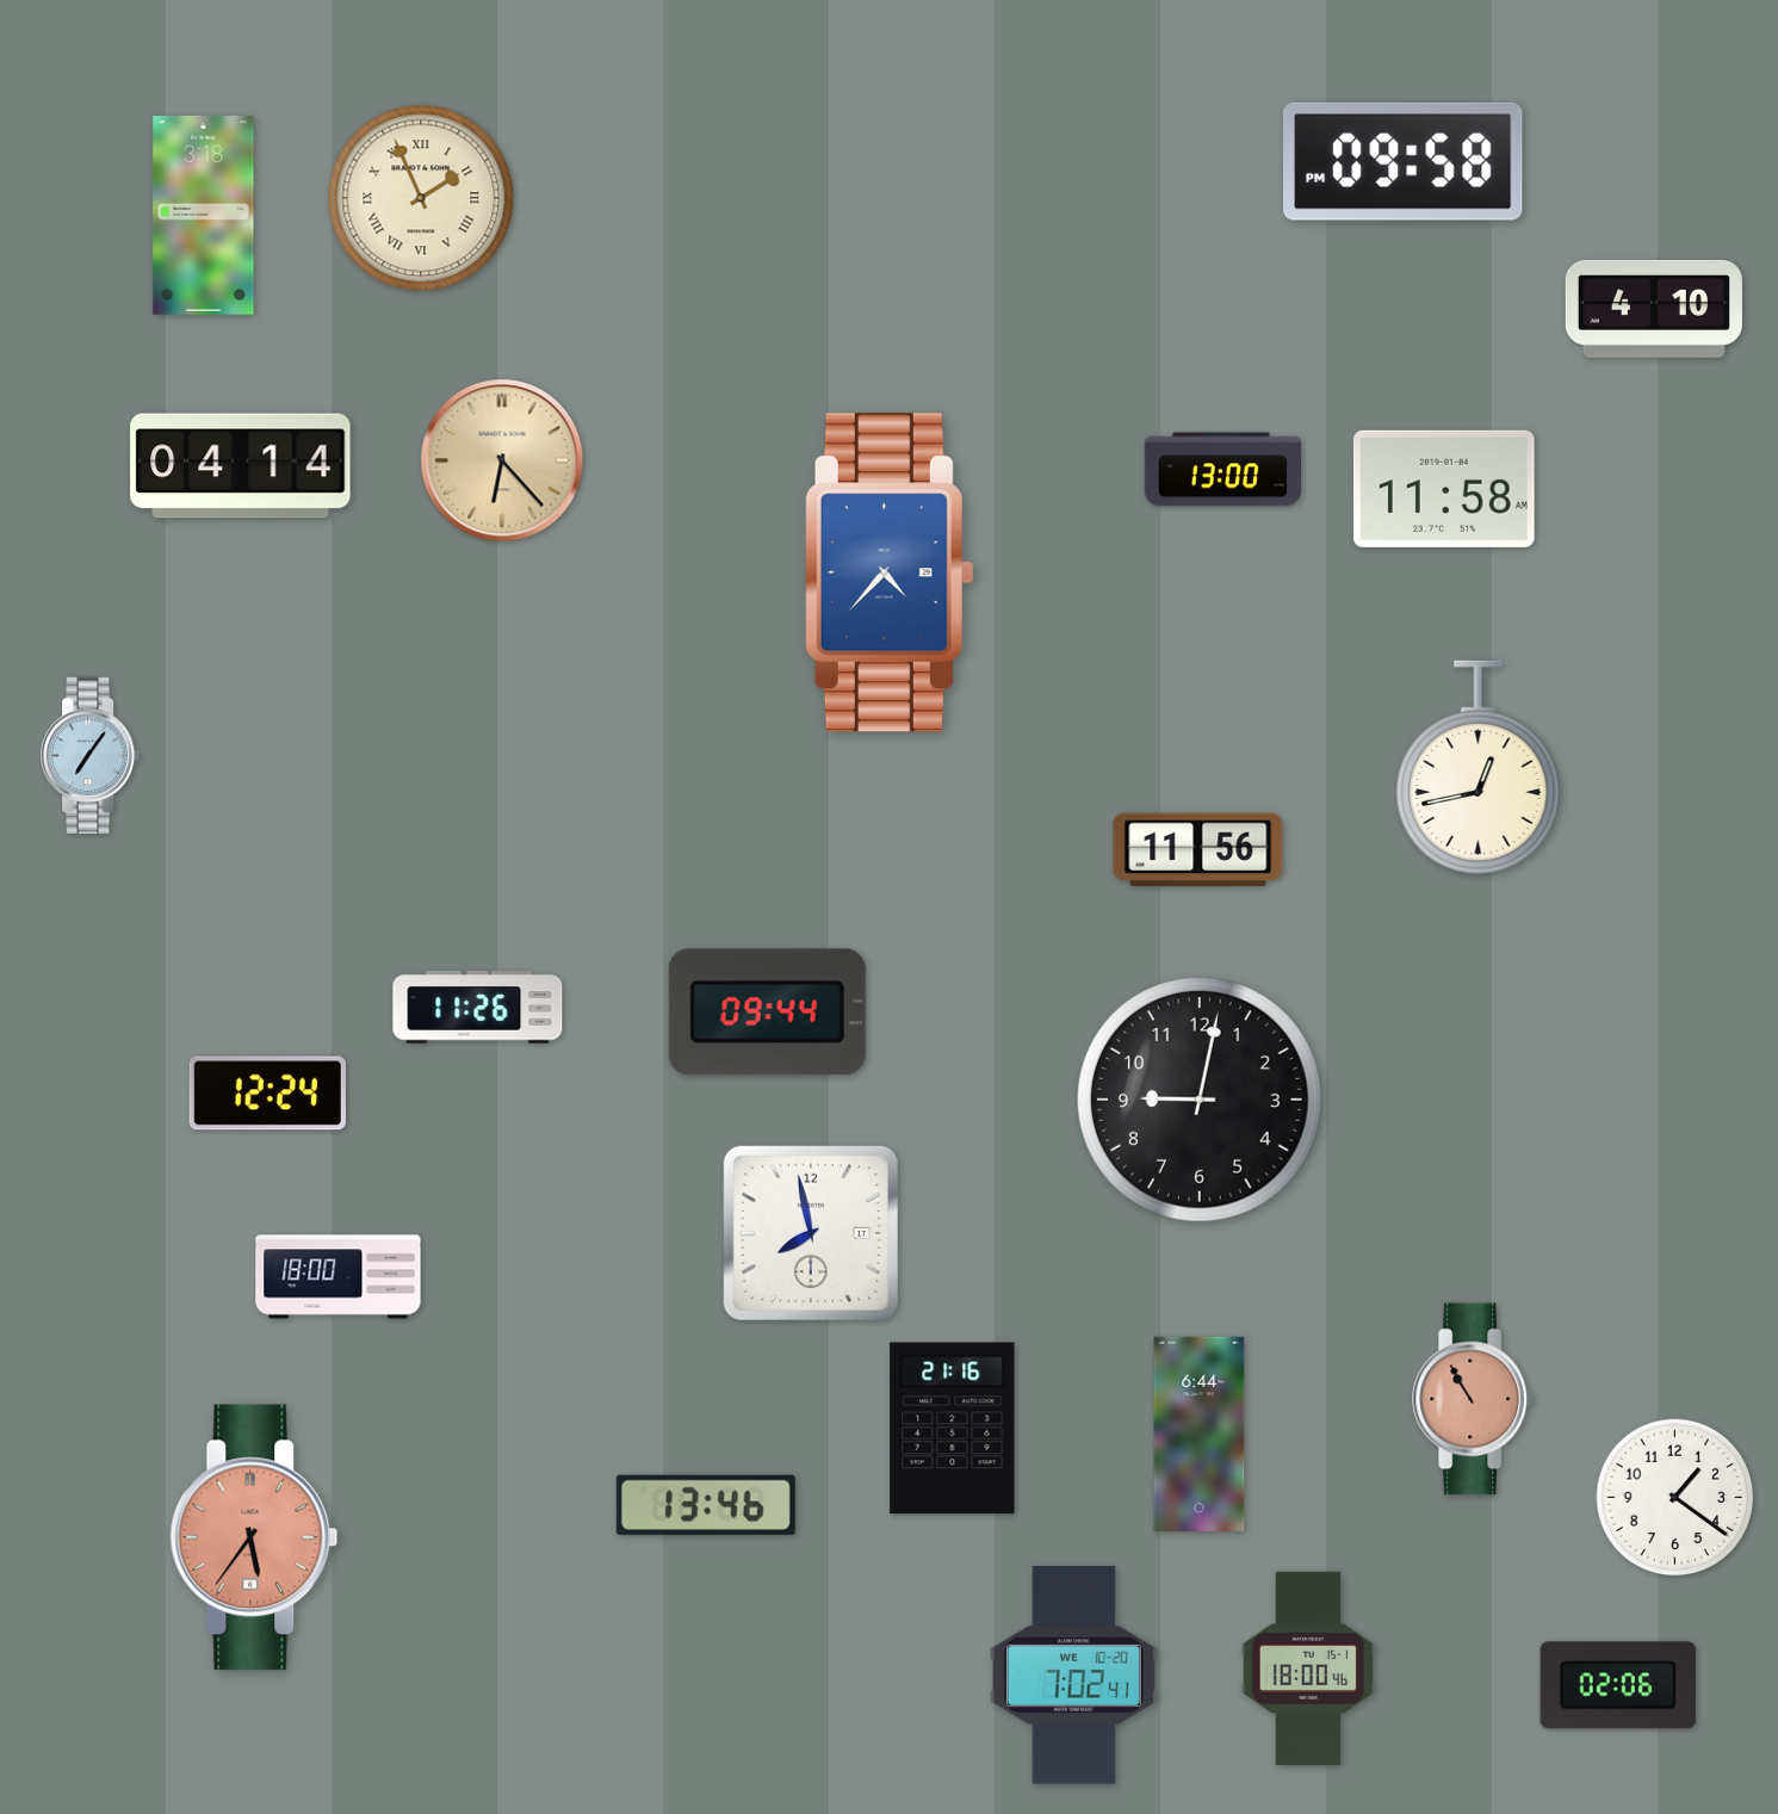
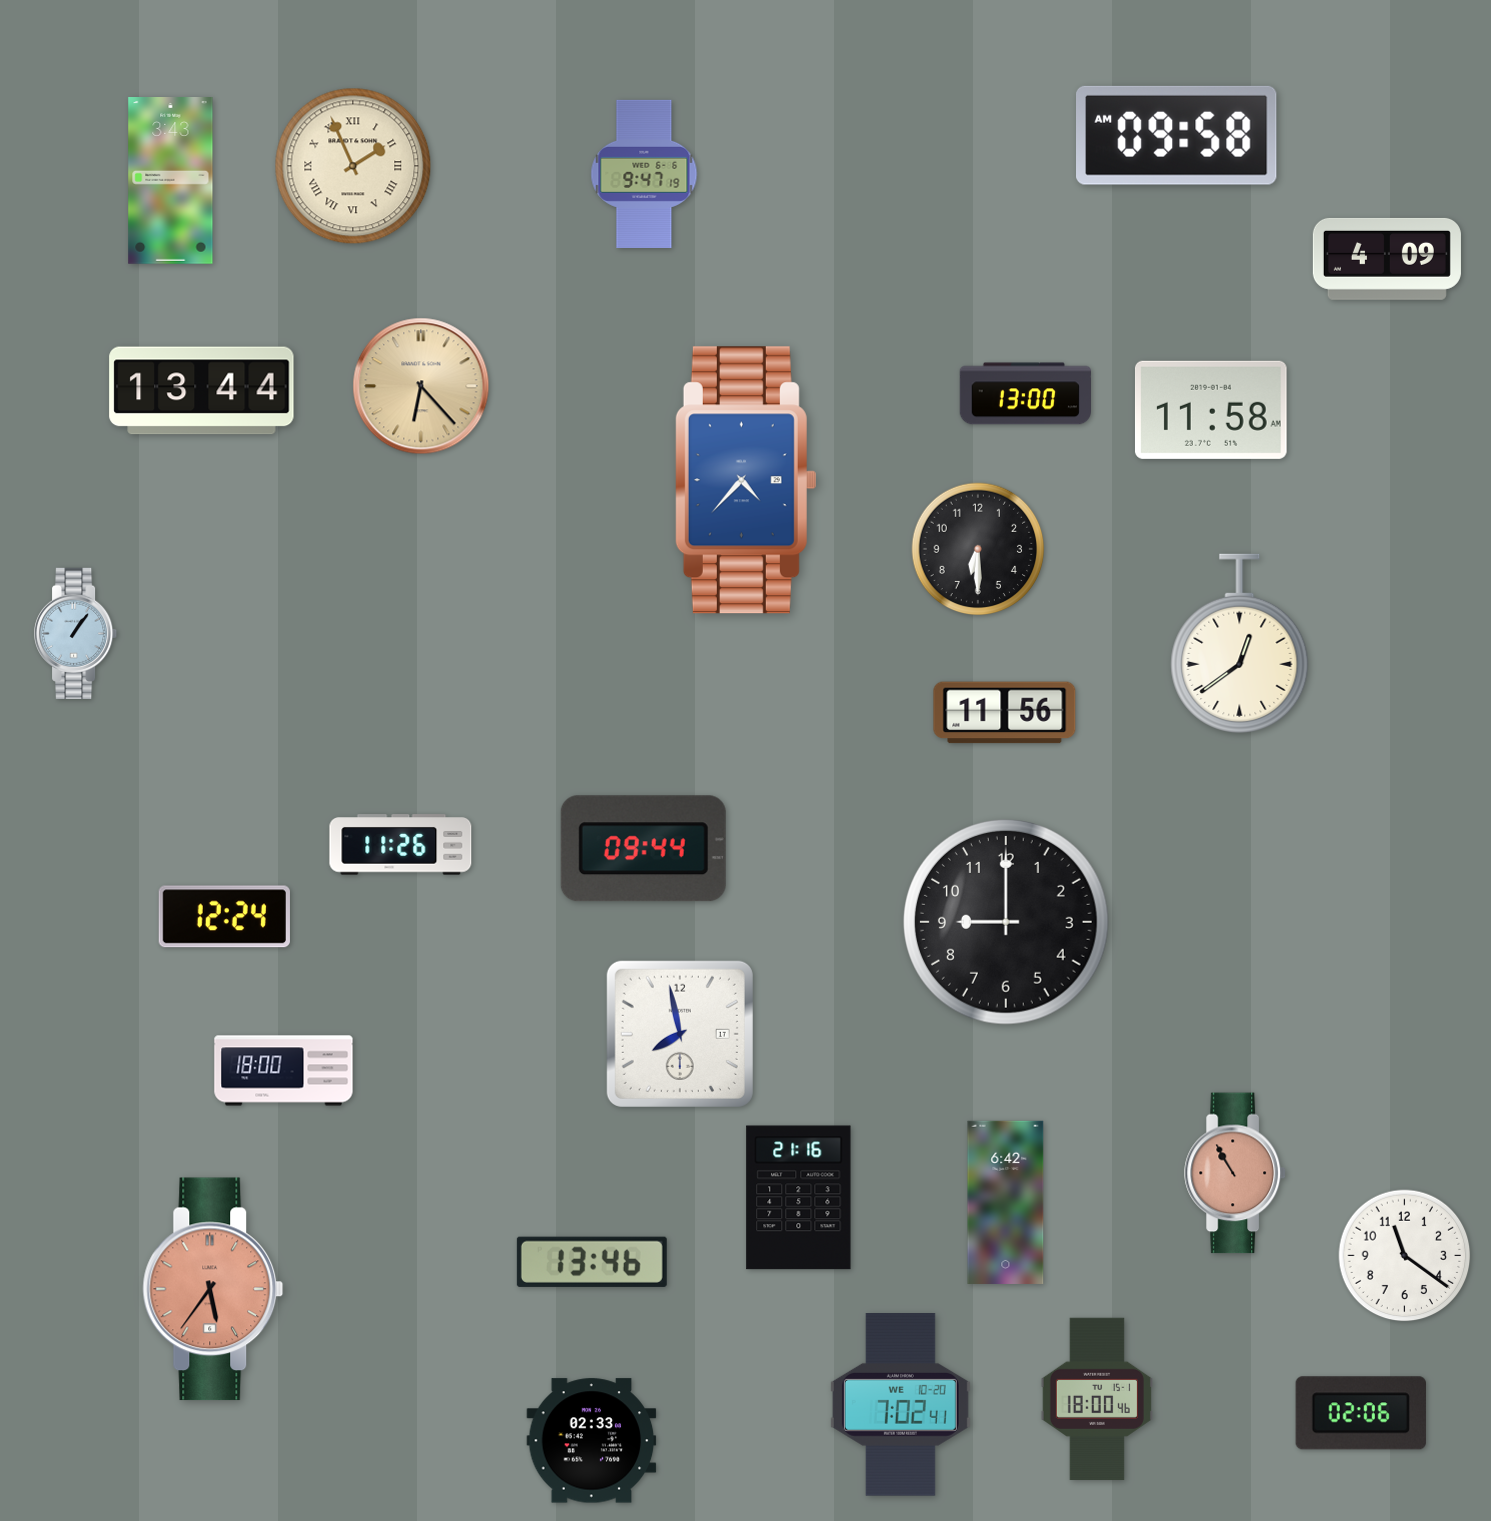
clock at (1402, 161): 09:58 PM -> 09:58 AM
clock at (644, 174): none -> 9:47
clock at (204, 216): 3:18 -> 3:43
clock at (1654, 309): 4:10 -> 4:09
clock at (241, 466): 04:14 -> 13:44
clock at (978, 549): none -> 6:30
clock at (92, 755): 7:06 -> 1:06
clock at (1479, 768): 12:43 -> 12:39
clock at (1200, 1100): 9:02 -> 9:00
clock at (1200, 1434): 6:44 -> 6:42
clock at (1675, 1498): 1:21 -> 11:21
clock at (1618, 1685) position: (1618, 1685) -> (1361, 1413)
clock at (592, 1441): none -> 02:33
